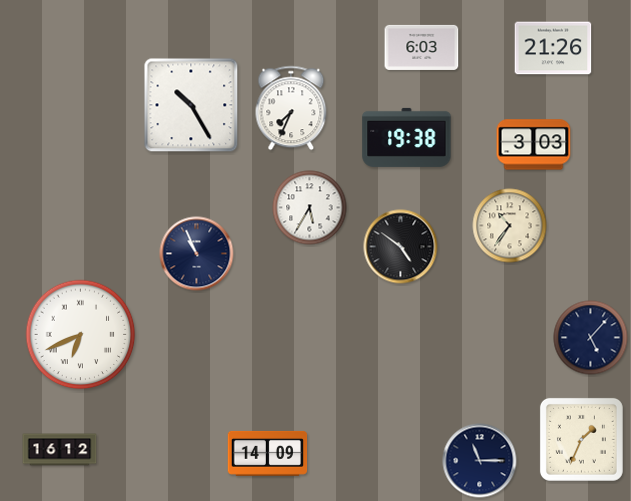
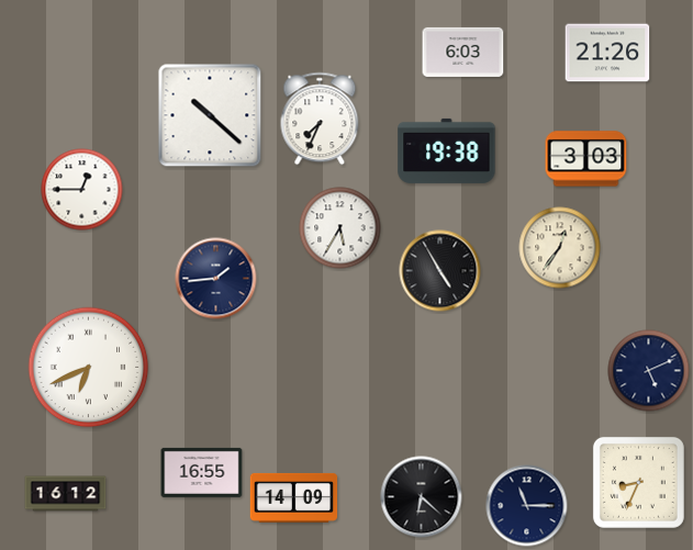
clock at (191, 105): 10:25 -> 10:22
clock at (82, 190): none -> 12:45
clock at (510, 226): 10:36 -> 12:36
clock at (401, 247): 4:51 -> 4:55
clock at (197, 254): 10:56 -> 1:44
clock at (591, 338): 5:07 -> 5:11
clock at (202, 472): none -> 16:55
clock at (581, 439): 1:34 -> 8:34
clock at (422, 497): none -> 6:22
